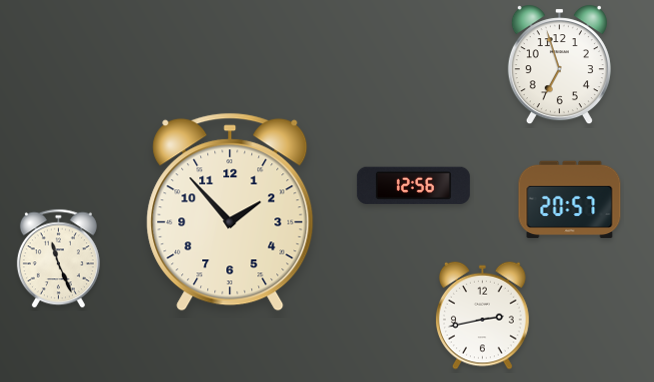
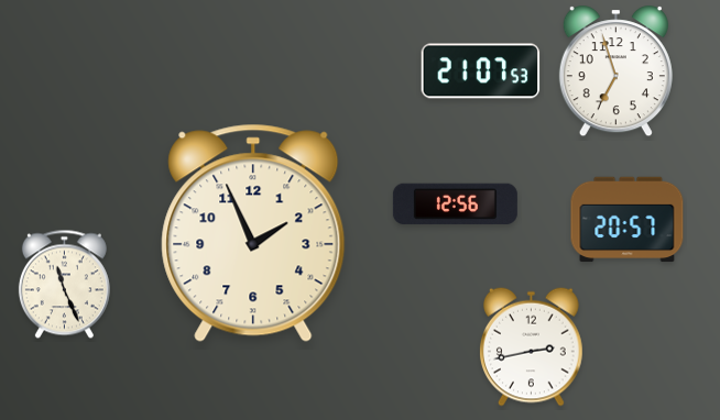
clock at (481, 71): none -> 21:07
clock at (230, 212): 1:53 -> 1:56
